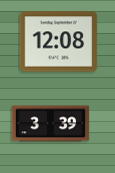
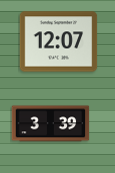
clock at (58, 42): 12:08 -> 12:07
